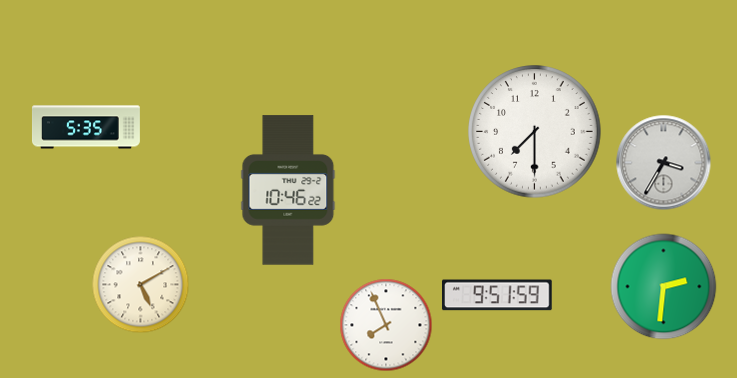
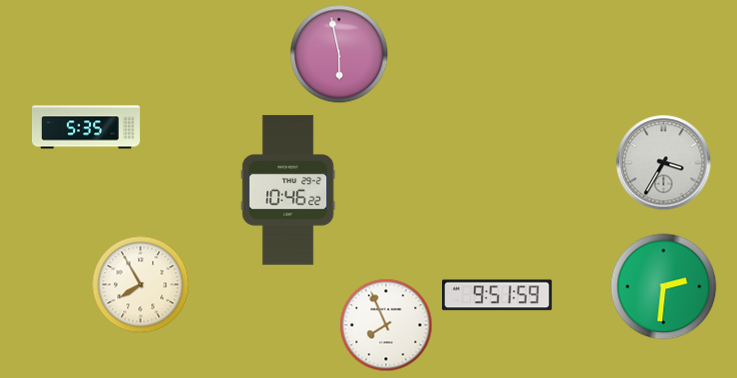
clock at (339, 54): none -> 5:58
clock at (535, 132): 7:30 -> none
clock at (141, 285): 5:10 -> 7:55
